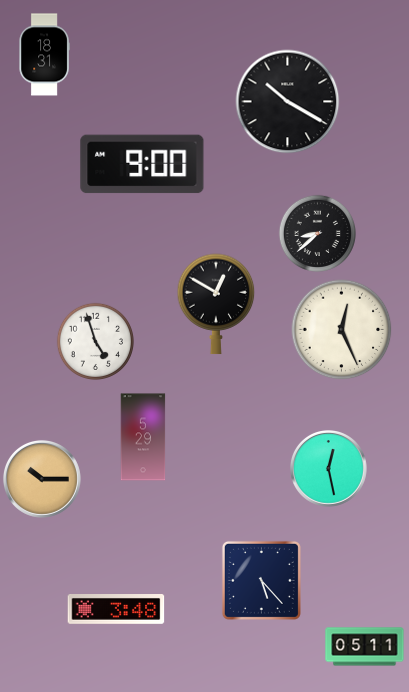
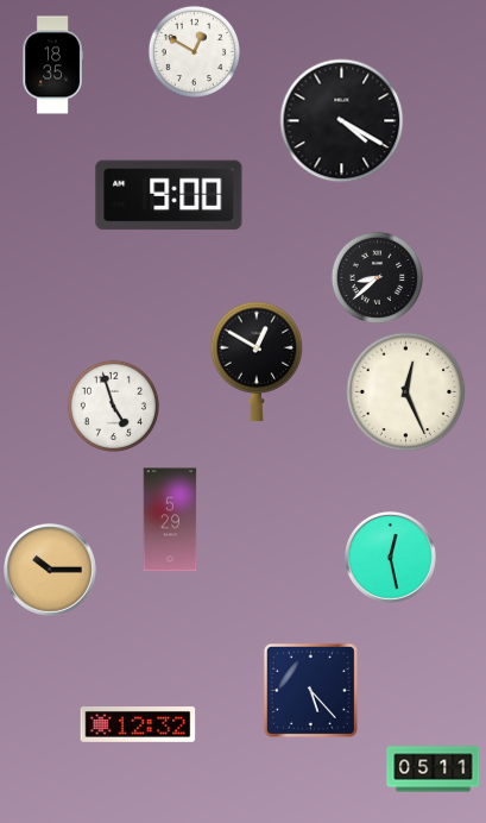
clock at (194, 51): none -> 12:50
clock at (44, 55): 18:31 -> 18:35
clock at (288, 102): 10:20 -> 4:20
clock at (116, 610): 3:48 -> 12:32
